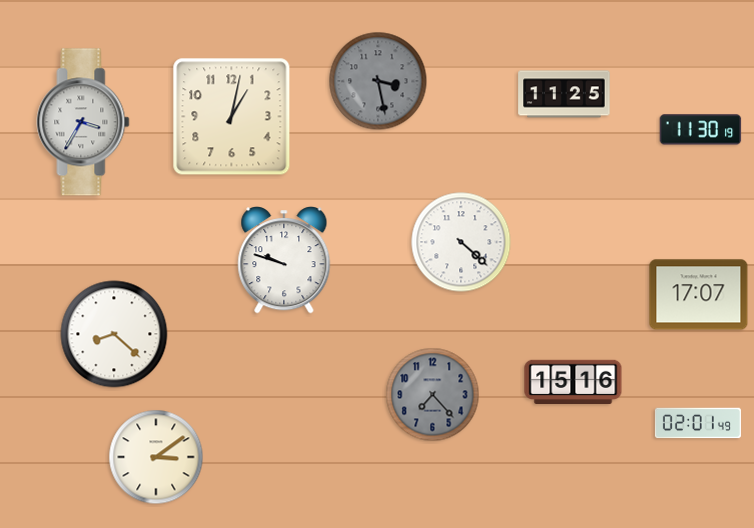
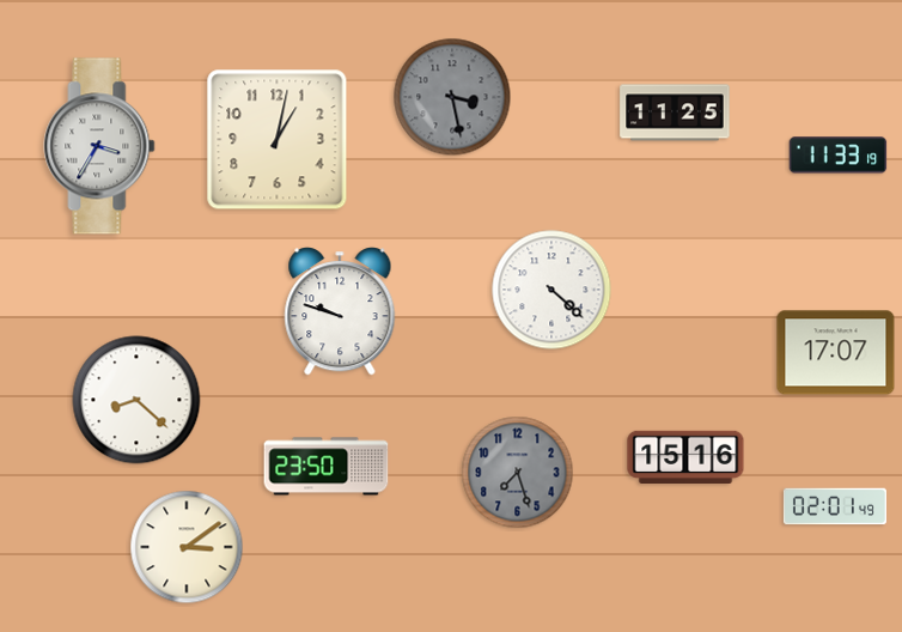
clock at (701, 130): 11:30 -> 11:33
clock at (327, 467): none -> 23:50
clock at (433, 395): 7:23 -> 7:27
